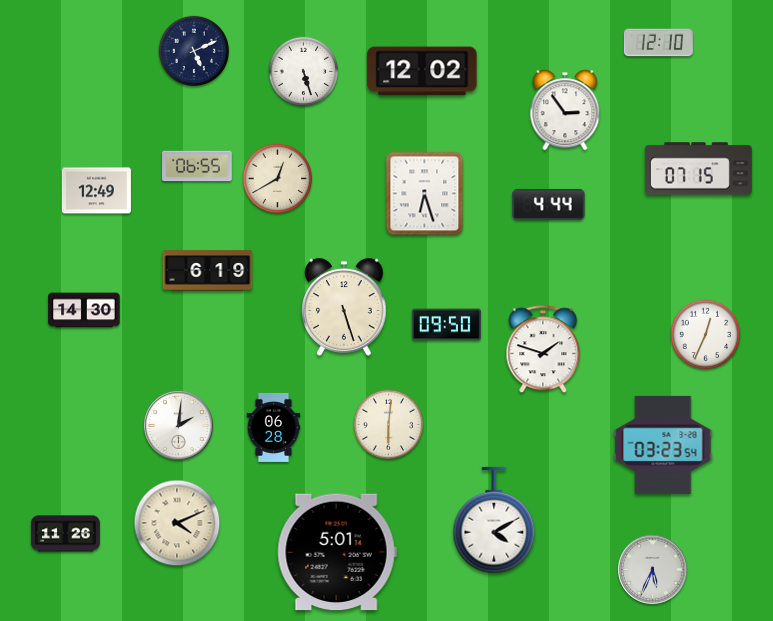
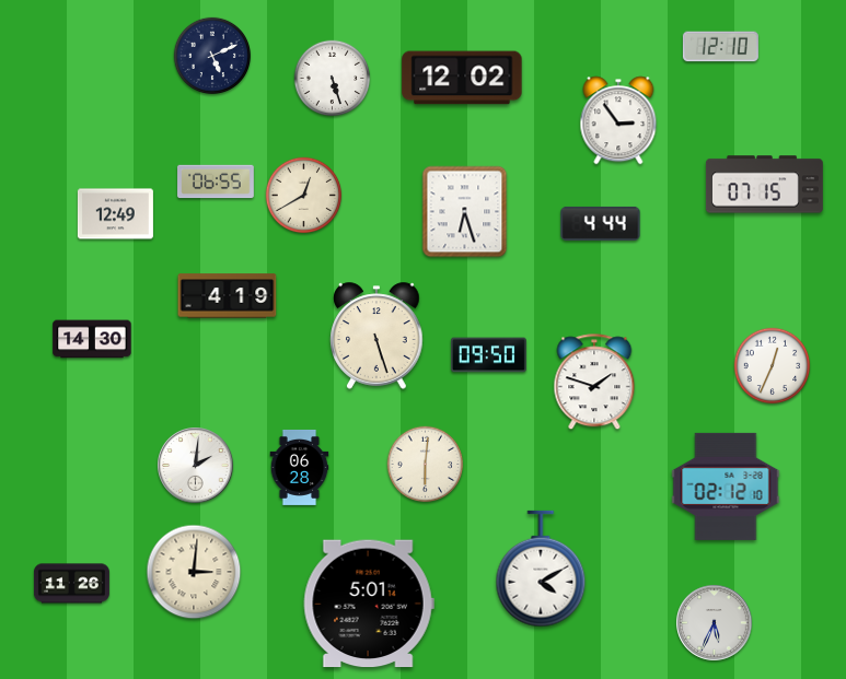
clock at (96, 191) position: (96, 191) -> (115, 214)
clock at (208, 271): 6:19 -> 4:19
clock at (663, 445): 03:23 -> 02:12
clock at (177, 523): 4:11 -> 3:01
